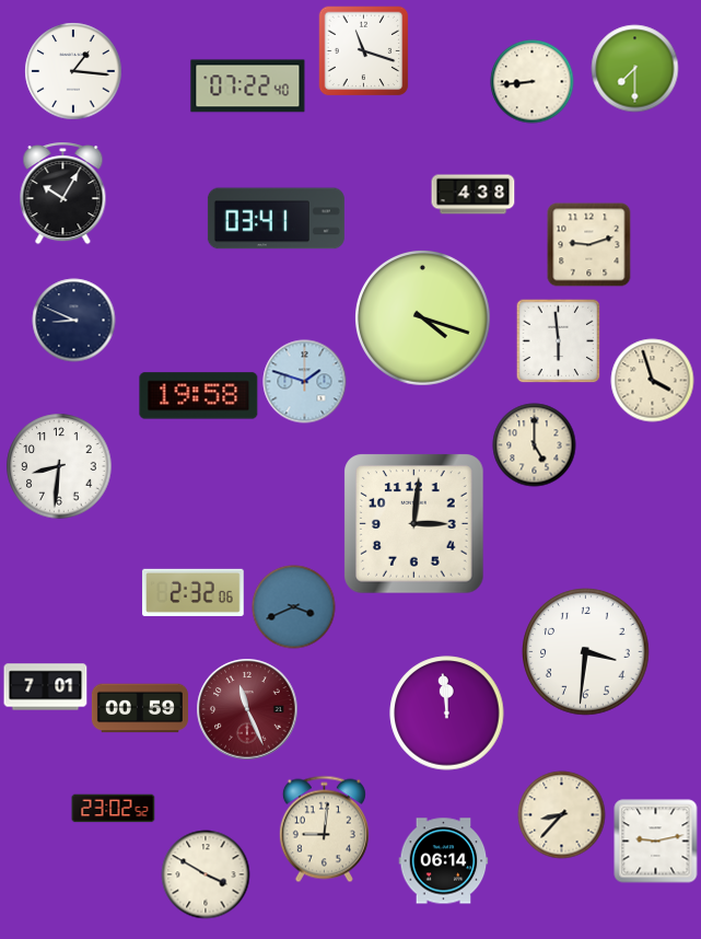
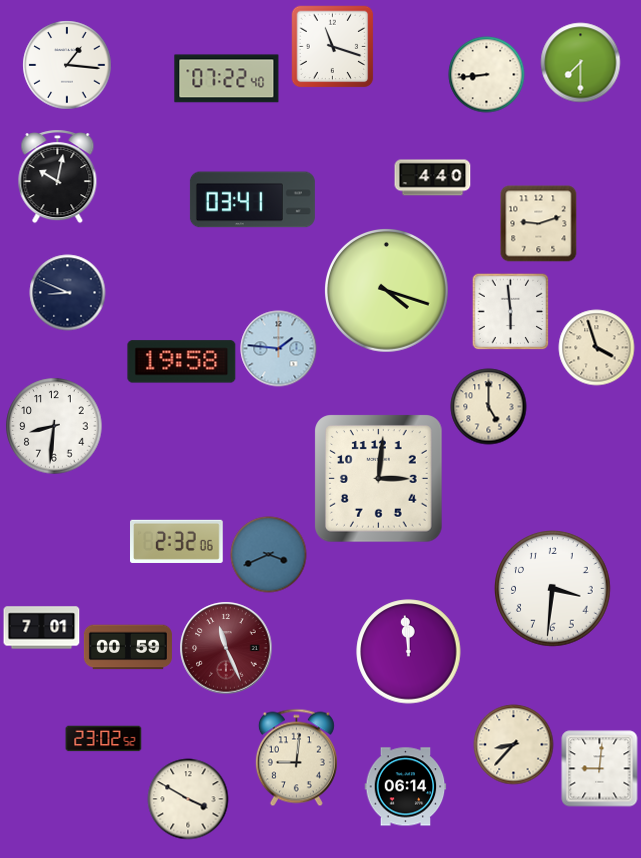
clock at (63, 194): 10:05 -> 10:02
clock at (474, 195): 4:38 -> 4:40
clock at (305, 382): 1:48 -> 1:46
clock at (586, 652) position: (586, 652) -> (553, 589)
clock at (656, 842): 9:13 -> 9:01
